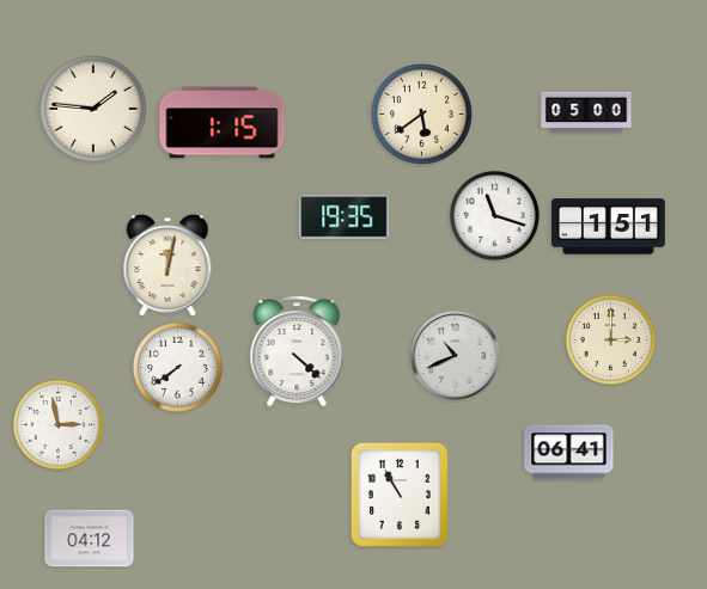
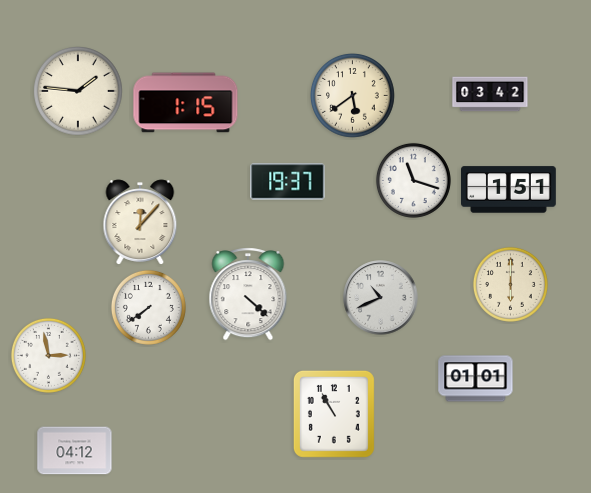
clock at (586, 112): 05:00 -> 03:42
clock at (345, 217): 19:35 -> 19:37
clock at (167, 265): 12:02 -> 12:07
clock at (610, 339): 3:00 -> 6:00
clock at (569, 453): 06:41 -> 01:01
